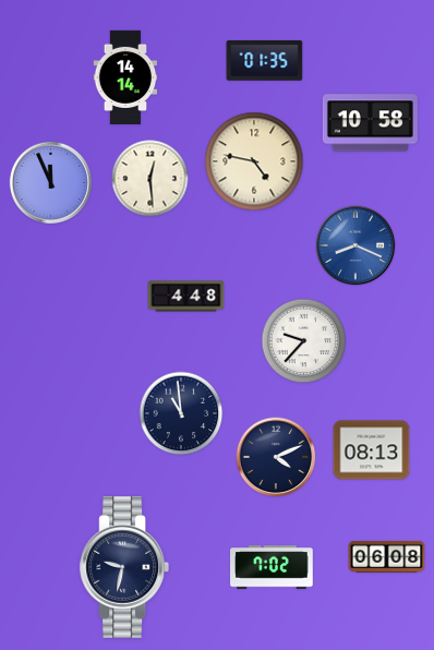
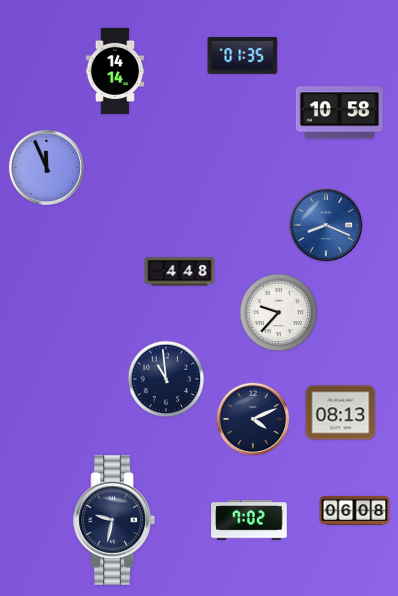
clock at (254, 161): 4:47 -> none
clock at (150, 179): 12:29 -> none
clock at (186, 297) position: (186, 297) -> (180, 272)
